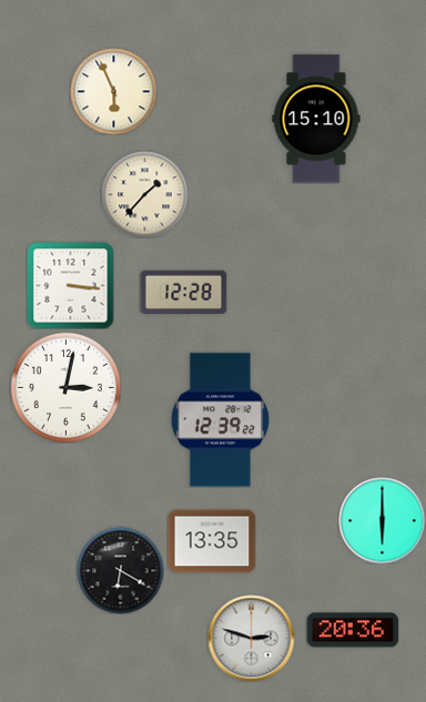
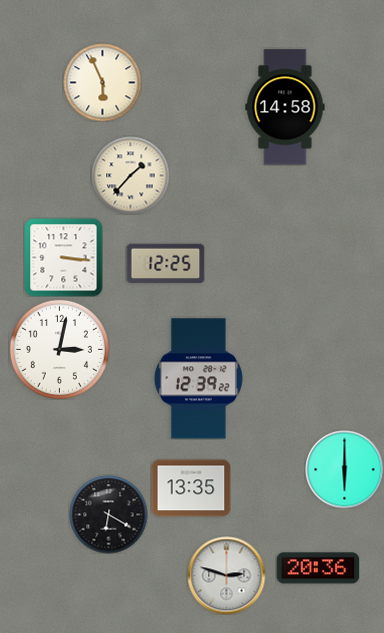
clock at (316, 119): 15:10 -> 14:58
clock at (183, 293): 12:28 -> 12:25
